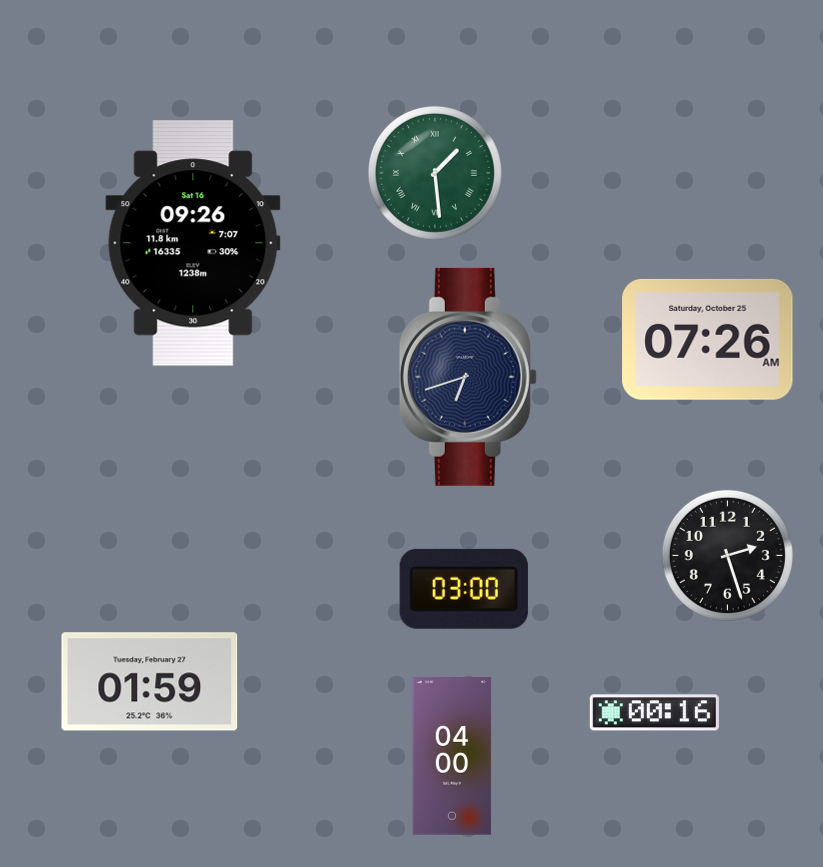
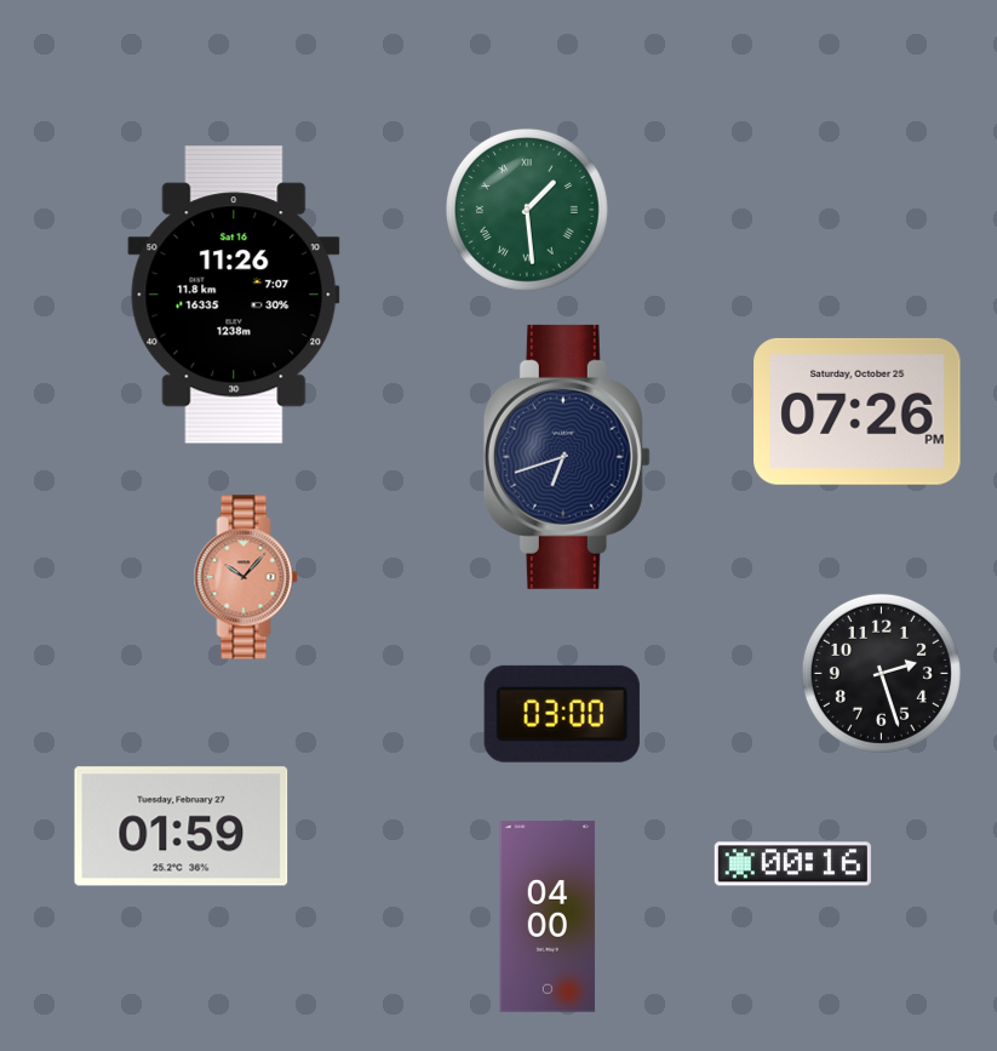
clock at (193, 243): 09:26 -> 11:26
clock at (708, 339): 07:26 AM -> 07:26 PM
clock at (246, 577): none -> 10:07
